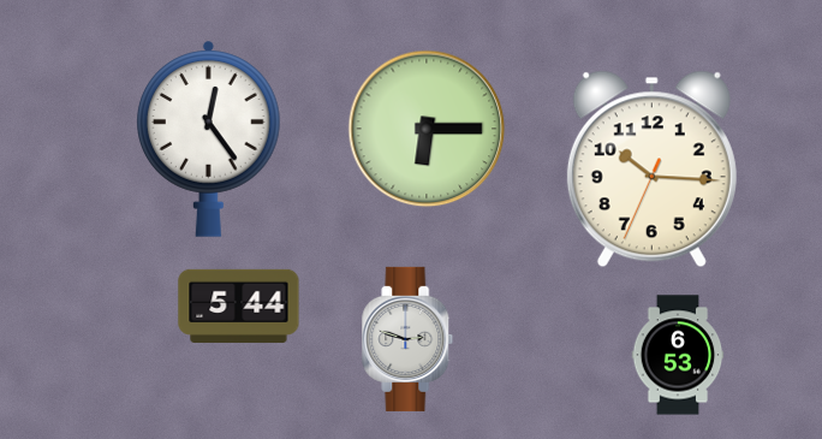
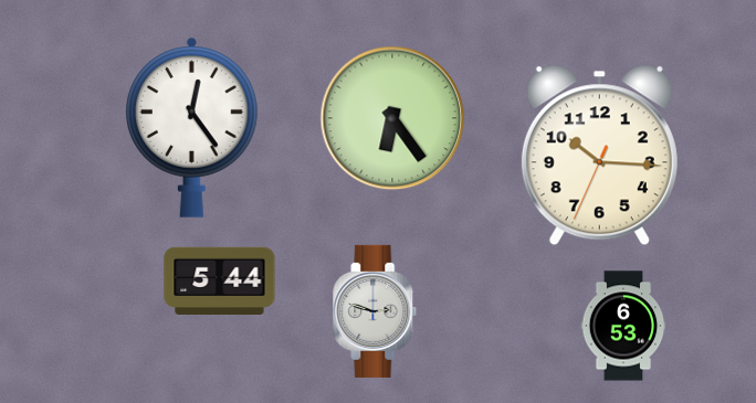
clock at (427, 129): 6:15 -> 6:24
